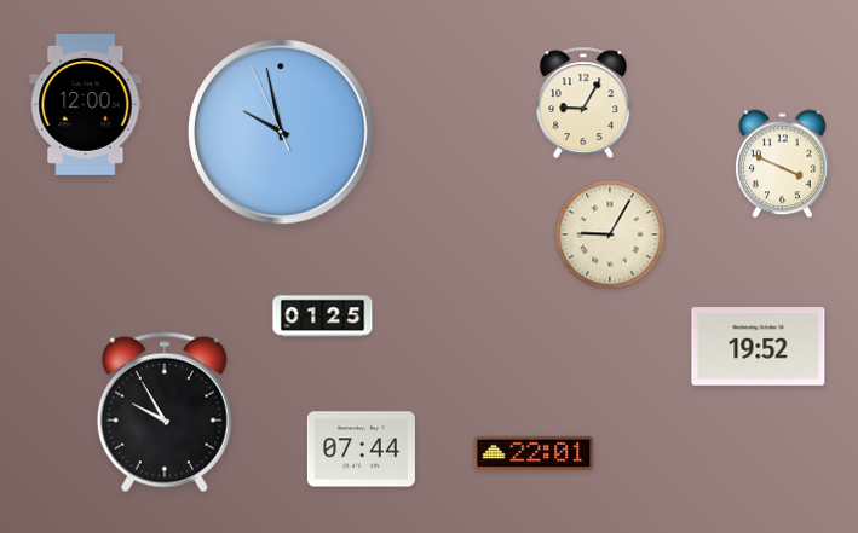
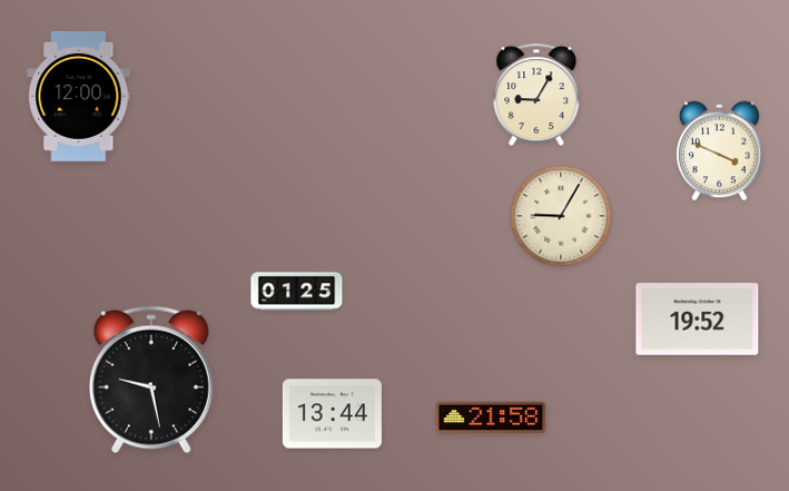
clock at (281, 132): 9:57 -> none
clock at (165, 412): 9:55 -> 9:28
clock at (361, 450): 07:44 -> 13:44
clock at (534, 452): 22:01 -> 21:58
